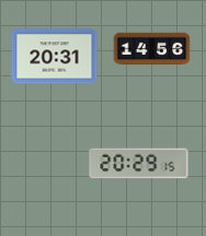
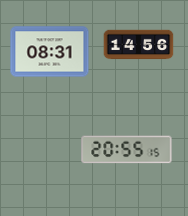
clock at (55, 57): 20:31 -> 08:31
clock at (139, 164): 20:29 -> 20:55
